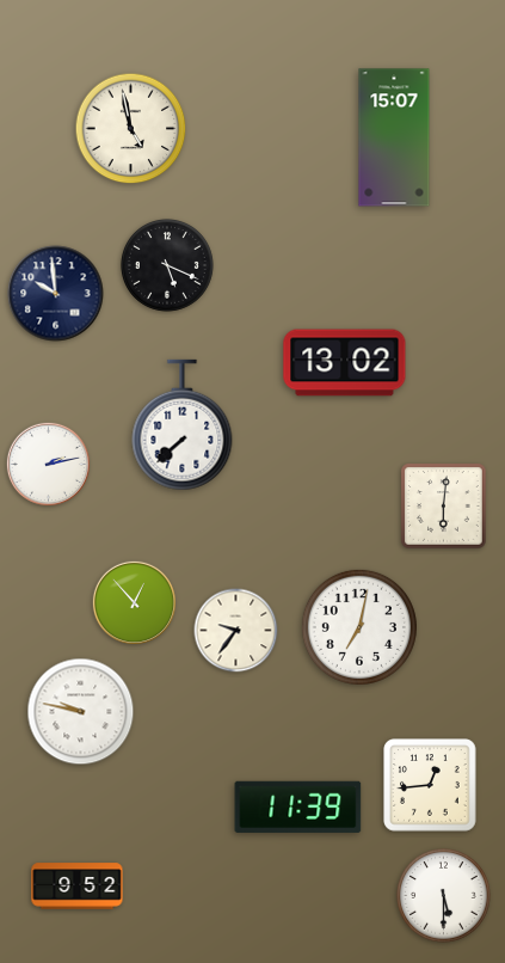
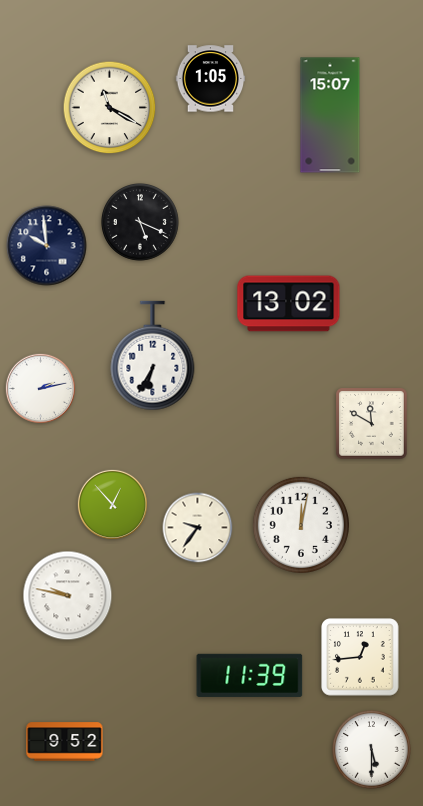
clock at (211, 79): none -> 1:05
clock at (131, 129): 4:58 -> 11:20
clock at (183, 425): 7:38 -> 6:35
clock at (444, 507): 6:01 -> 11:50
clock at (359, 627): 7:02 -> 12:02
